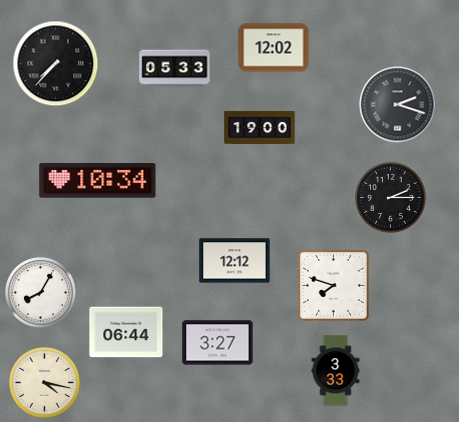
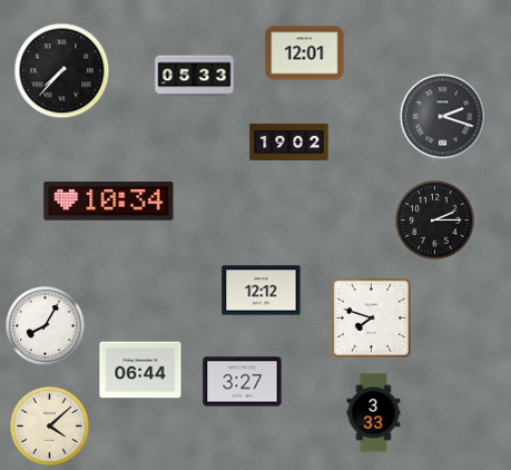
clock at (274, 48): 12:02 -> 12:01
clock at (260, 127): 19:00 -> 19:02
clock at (45, 383): 4:17 -> 4:08
